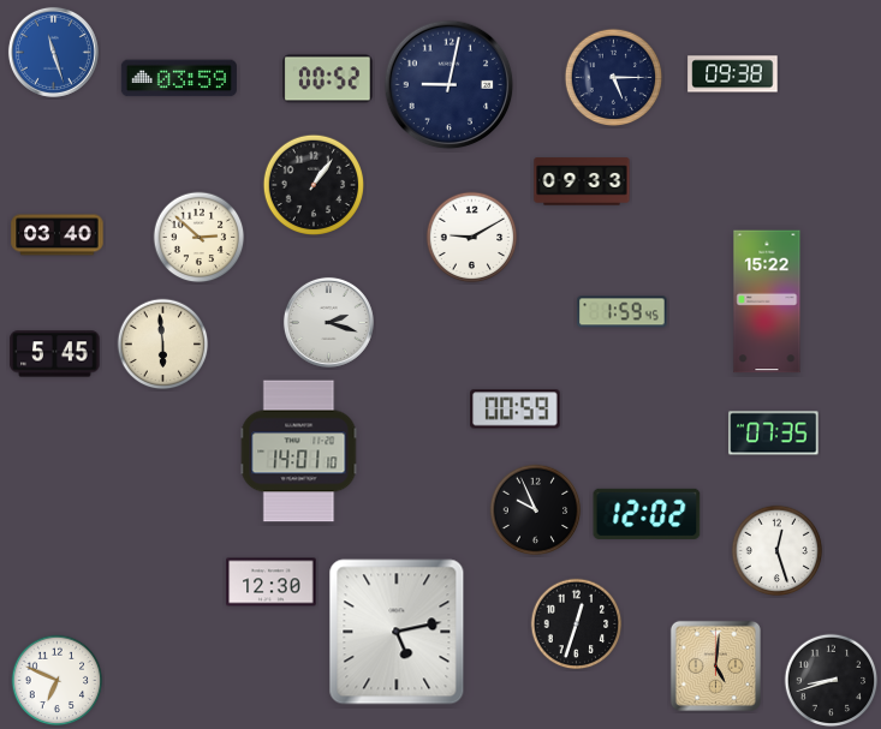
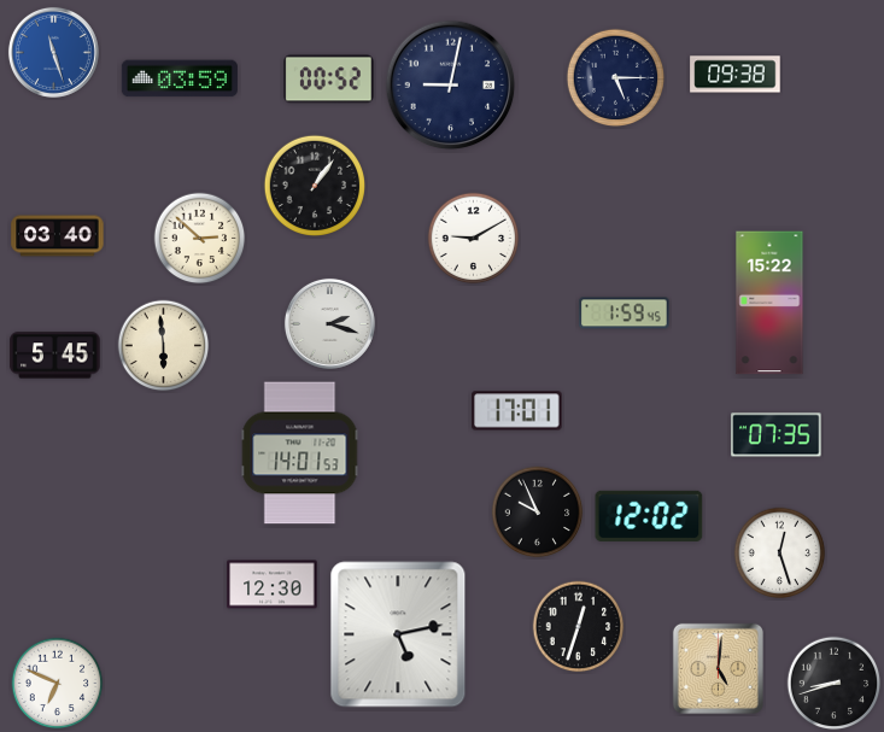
clock at (582, 181): 09:33 -> none
clock at (516, 410): 00:59 -> 17:01
clock at (299, 452): 14:01:10 -> 14:01:53
